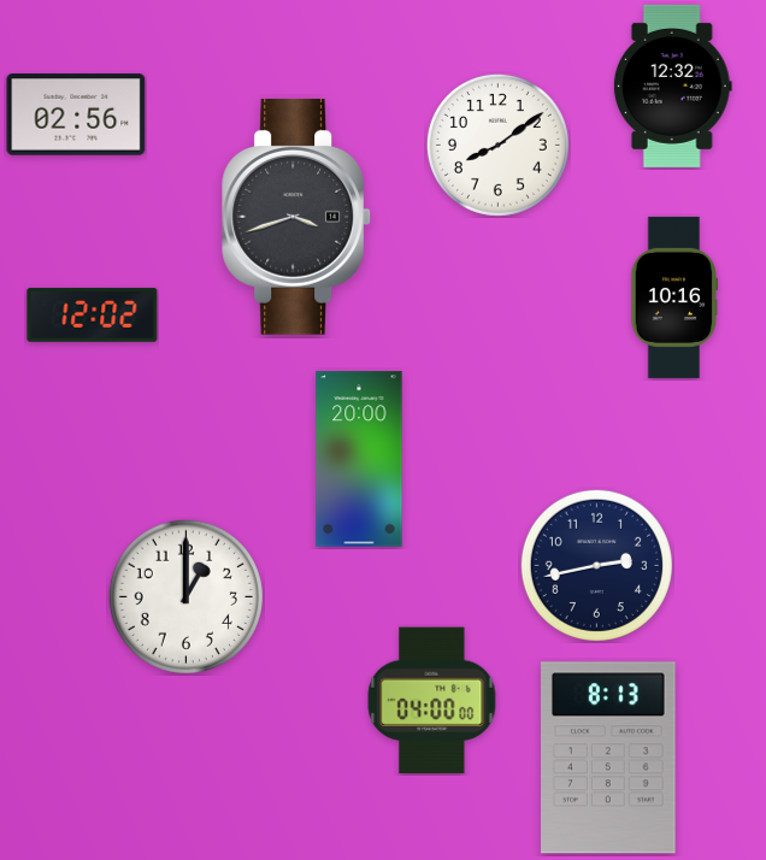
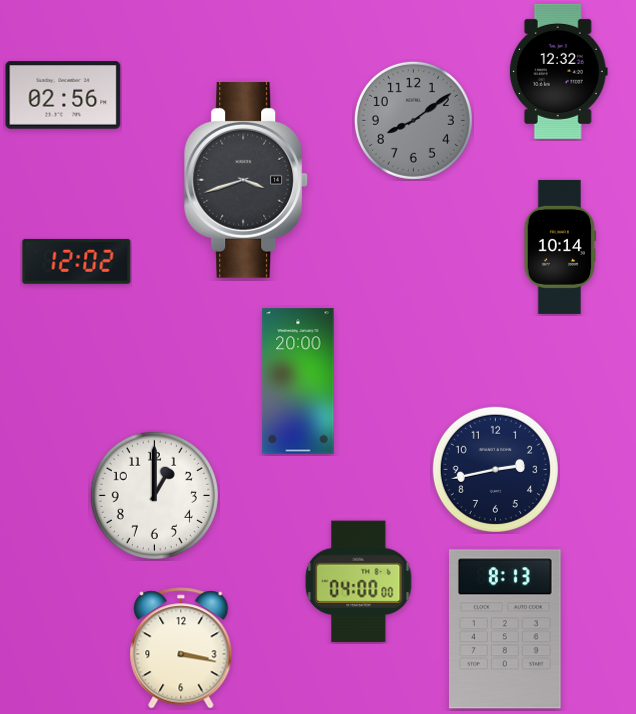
clock at (497, 145) dial: white -> grey
clock at (674, 298): 10:16 -> 10:14
clock at (181, 648): none -> 3:17
